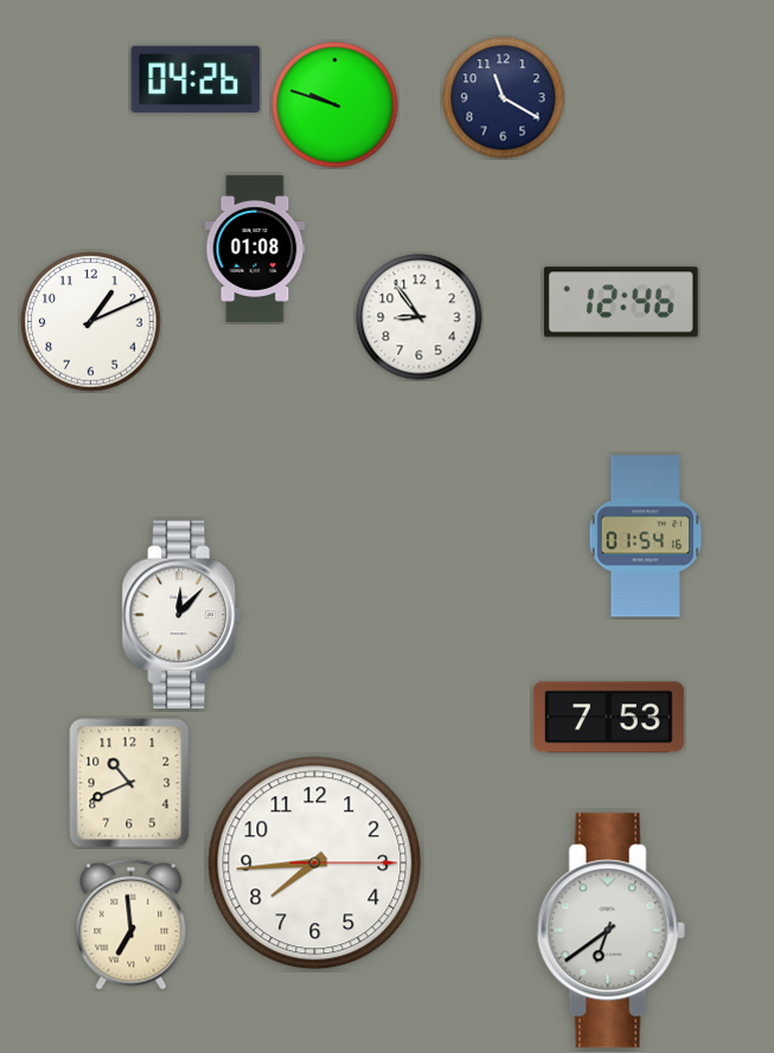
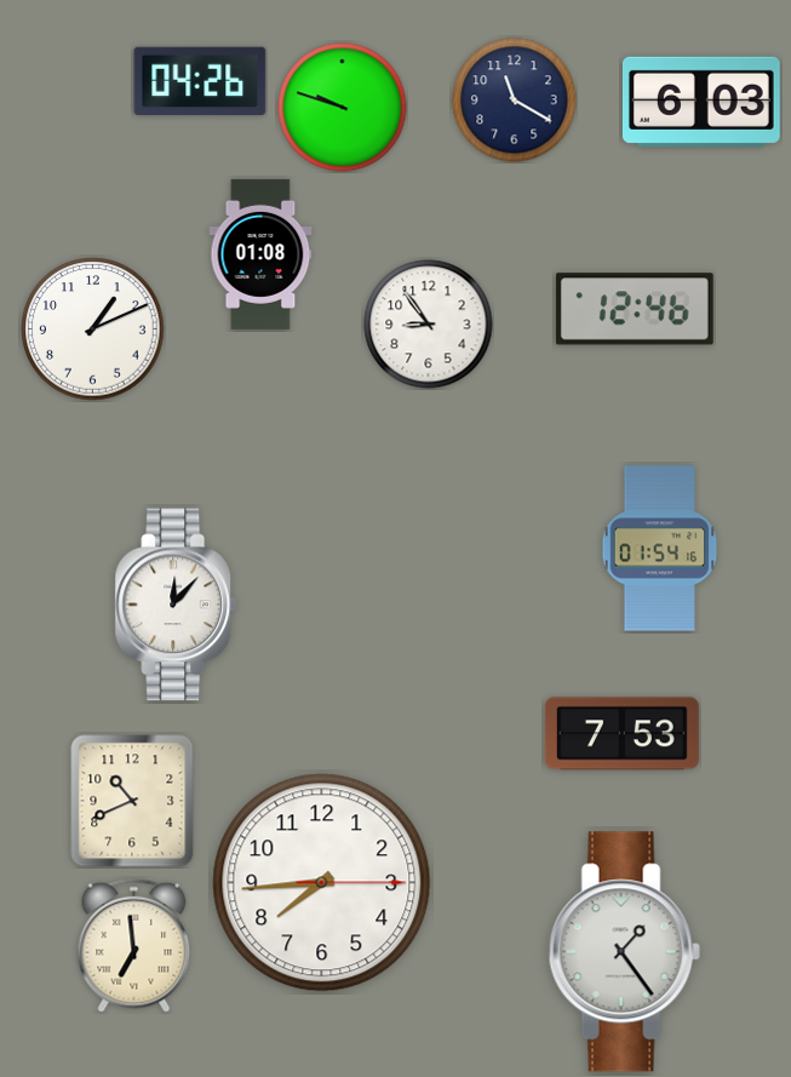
clock at (701, 102): none -> 6:03
clock at (181, 615) position: (181, 615) -> (176, 605)
clock at (610, 931): 6:39 -> 1:24
